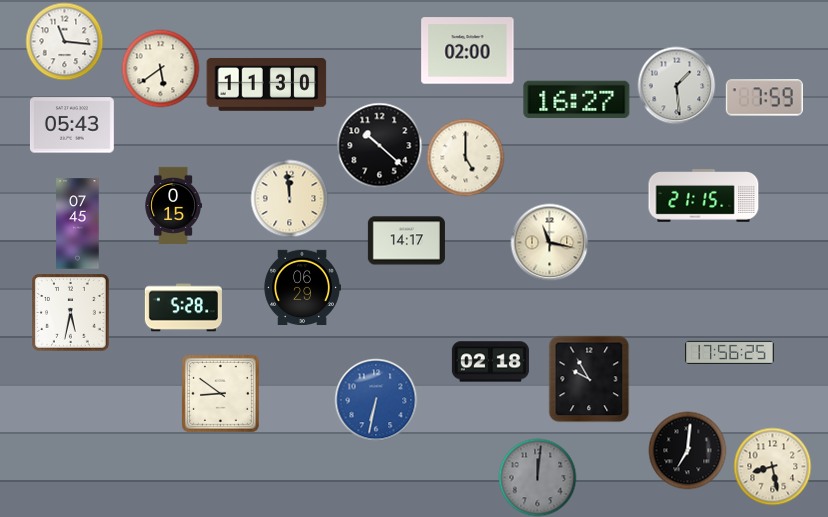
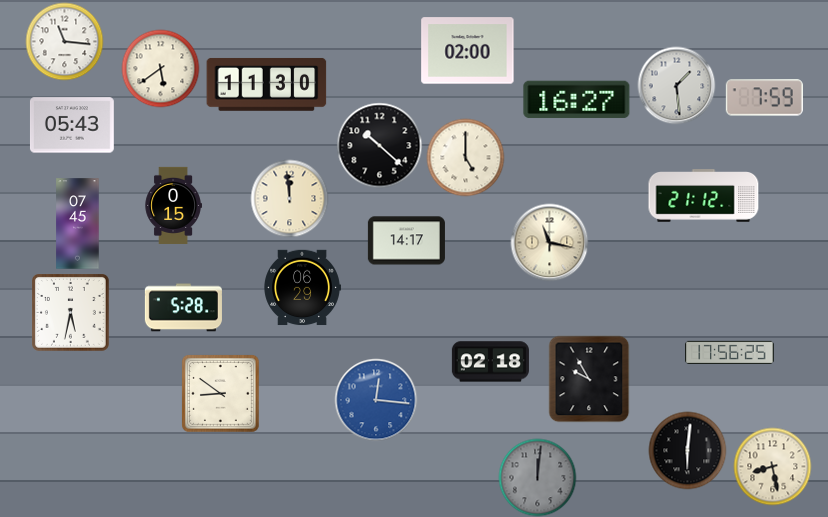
clock at (704, 196): 21:15 -> 21:12
clock at (376, 400): 6:32 -> 12:16
clock at (687, 450): 7:01 -> 6:01
